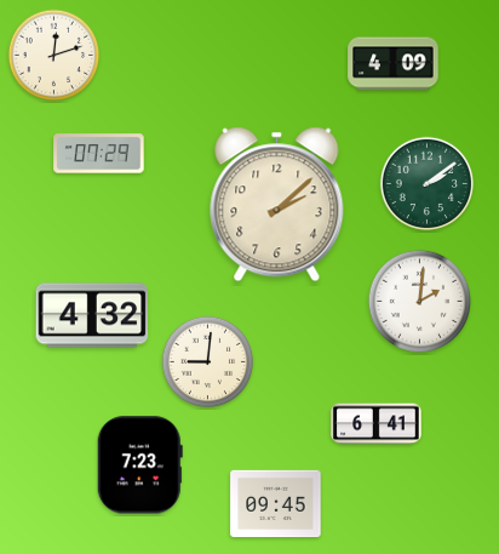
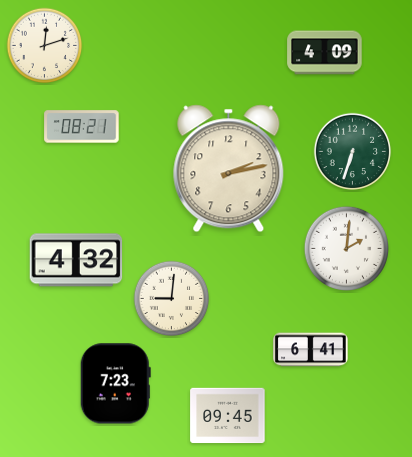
clock at (99, 154): 07:29 -> 08:21
clock at (428, 184): 2:09 -> 6:33
clock at (277, 205): 2:08 -> 2:13
